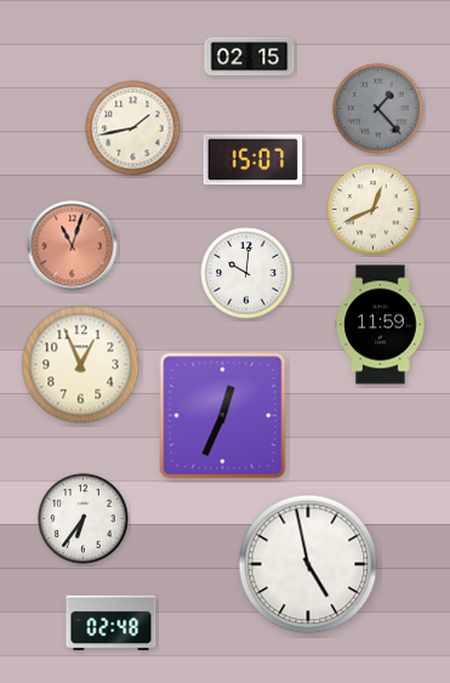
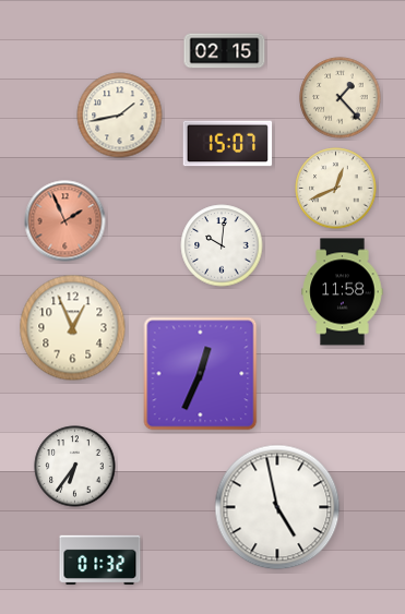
clock at (378, 109) dial: grey -> cream
clock at (73, 246): 11:03 -> 1:56
clock at (381, 325): 11:59 -> 11:58
clock at (112, 624): 02:48 -> 01:32
